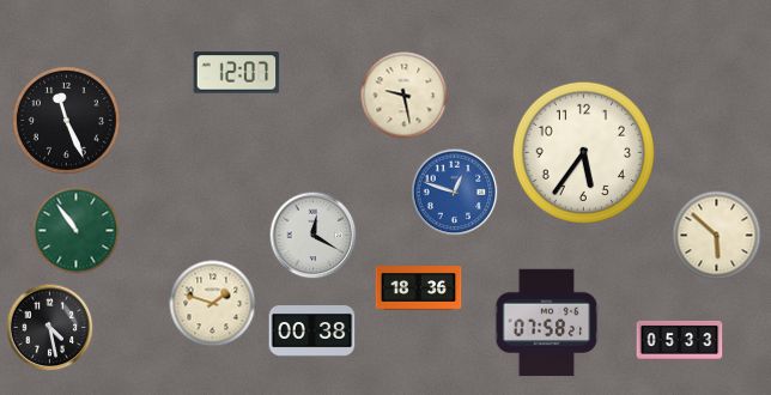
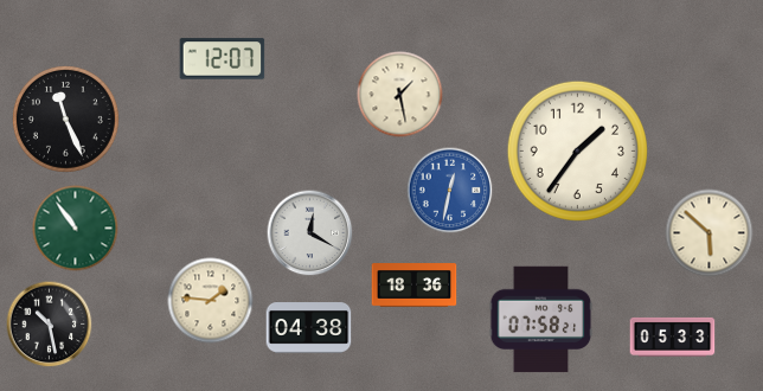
clock at (237, 73) position: (237, 73) -> (223, 59)
clock at (405, 96): 9:28 -> 1:28
clock at (583, 152): 5:36 -> 1:36
clock at (455, 193): 12:48 -> 12:32
clock at (213, 304): 1:48 -> 1:46
clock at (50, 328): 4:28 -> 10:28
clock at (312, 332): 00:38 -> 04:38
